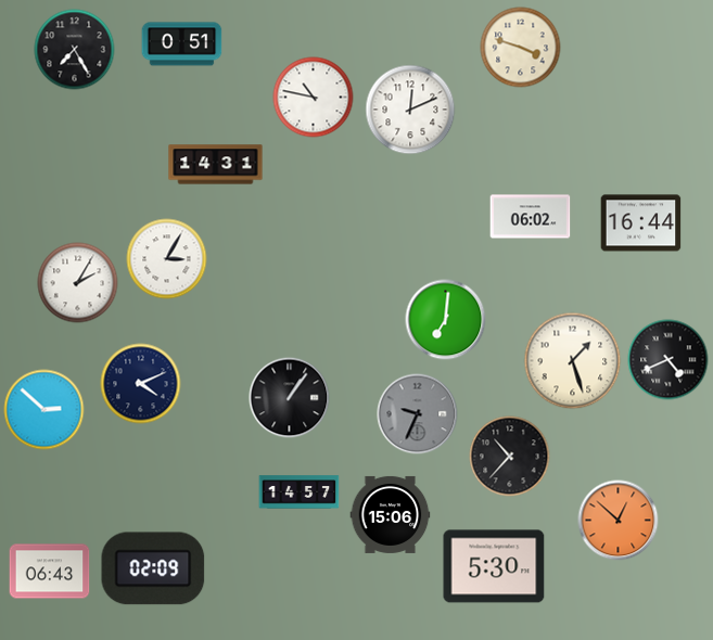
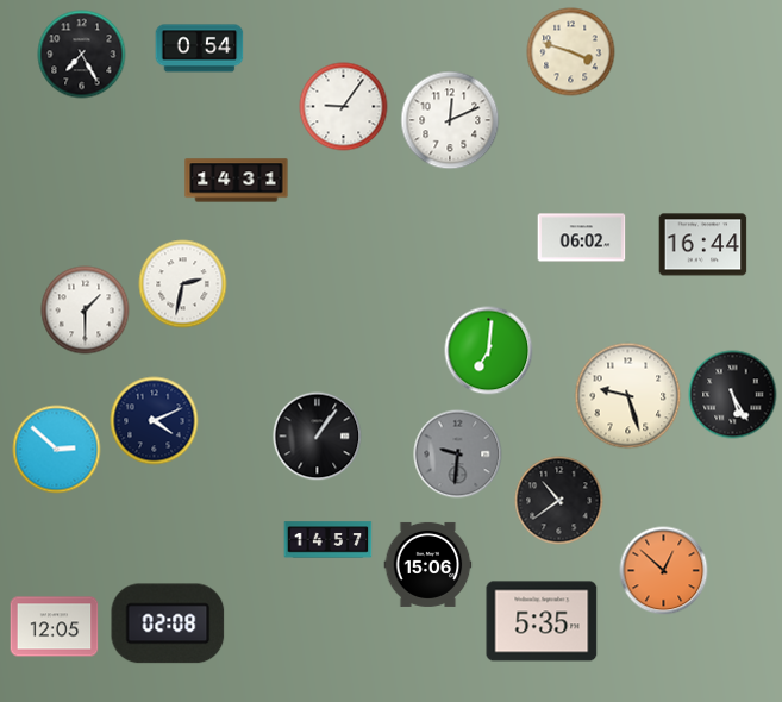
clock at (182, 44): 0:51 -> 0:54
clock at (314, 98): 10:47 -> 9:06
clock at (167, 259): 3:05 -> 2:32
clock at (78, 283): 2:05 -> 1:30
clock at (669, 360): 4:41 -> 5:25
clock at (573, 361): 1:27 -> 9:27
clock at (44, 410) position: (44, 410) -> (57, 450)
clock at (418, 414): 9:34 -> 9:31
clock at (510, 457): 10:37 -> 10:39
clock at (619, 521) position: (619, 521) -> (664, 571)
clock at (494, 566): 5:30 -> 5:35
clock at (153, 568): 02:09 -> 02:08
clock at (50, 572): 06:43 -> 12:05
